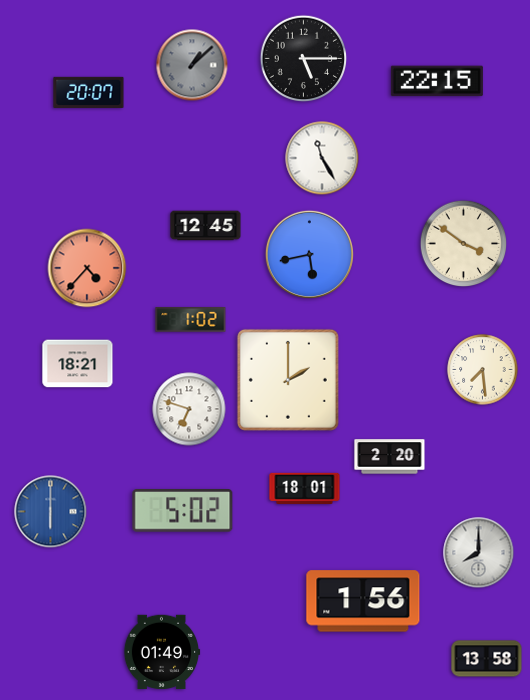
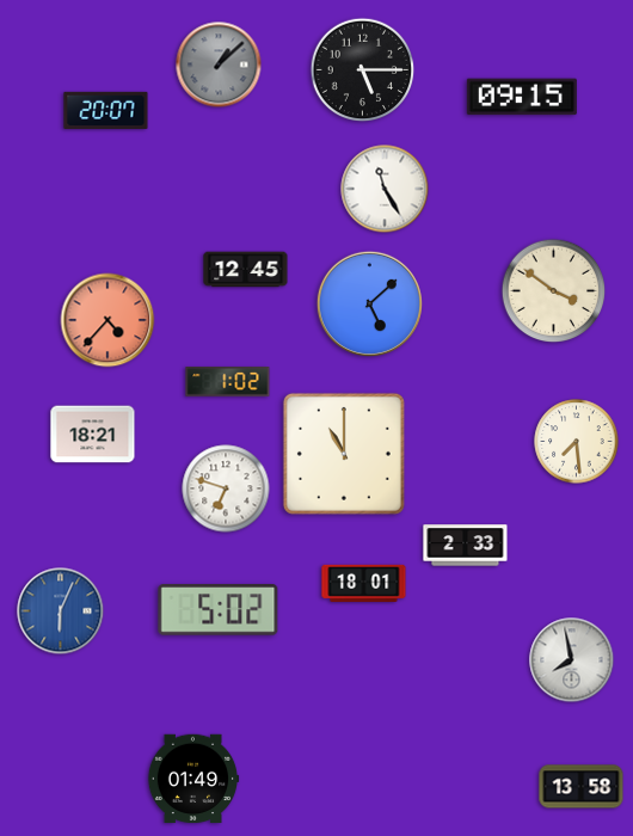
clock at (192, 65) position: (192, 65) -> (219, 64)
clock at (437, 81): 22:15 -> 09:15
clock at (309, 254): 5:43 -> 5:08
clock at (87, 268) position: (87, 268) -> (107, 320)
clock at (288, 380): 2:00 -> 11:00
clock at (390, 457): 2:20 -> 2:33
clock at (51, 512): 6:00 -> 6:04
clock at (479, 553): 8:00 -> 7:58
clock at (363, 601): 1:56 -> none
